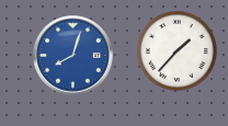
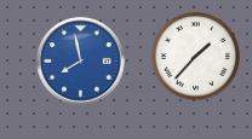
clock at (73, 56): 8:03 -> 7:58
